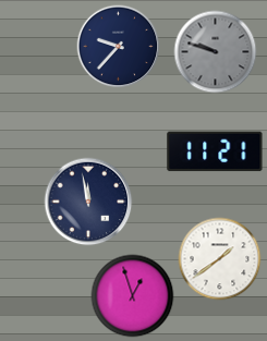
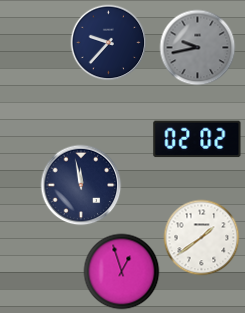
clock at (216, 52): 9:48 -> 9:43
clock at (215, 151): 11:21 -> 02:02
